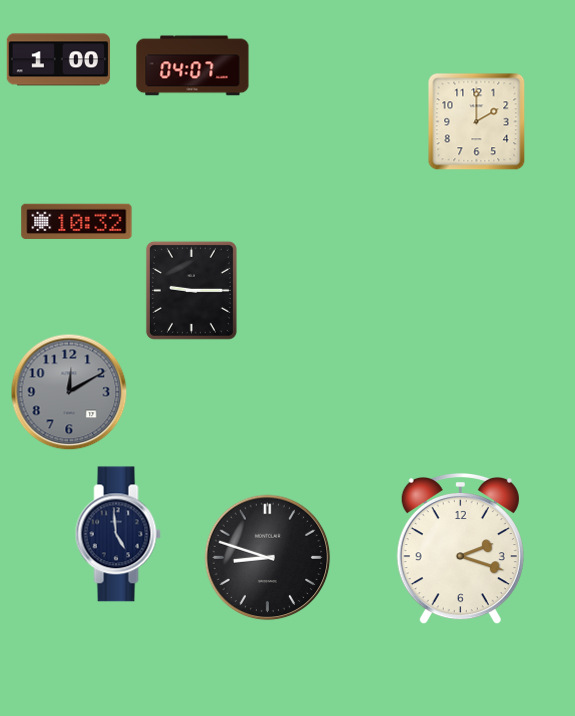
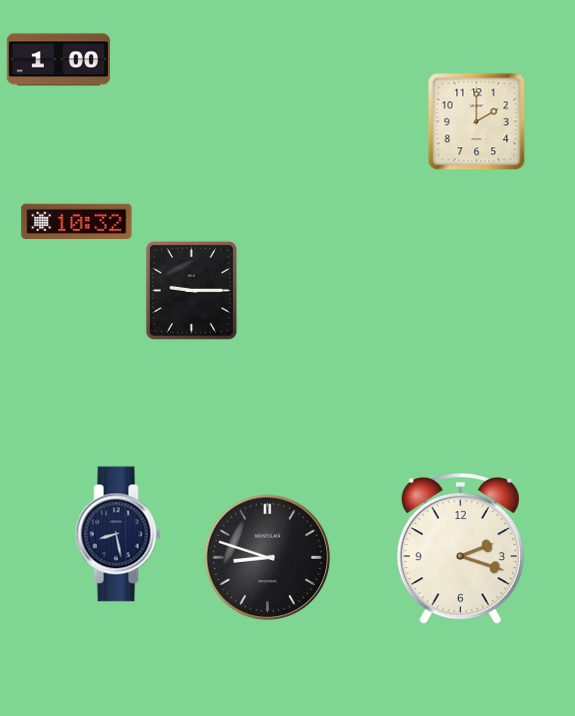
clock at (193, 66): 04:07 -> none
clock at (69, 392): 12:10 -> none
clock at (118, 534): 4:59 -> 8:28
